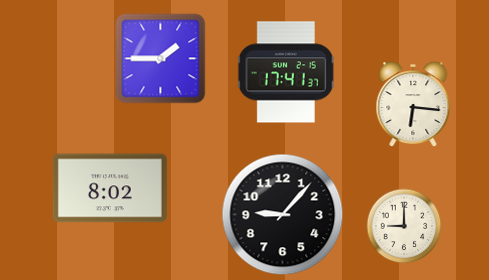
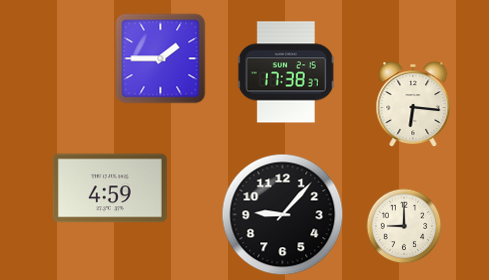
clock at (286, 72): 17:41 -> 17:38
clock at (110, 188): 8:02 -> 4:59
